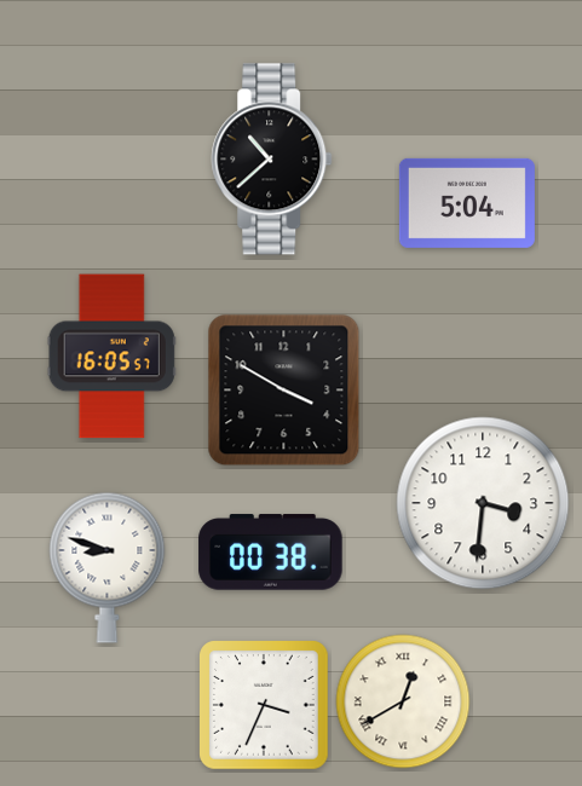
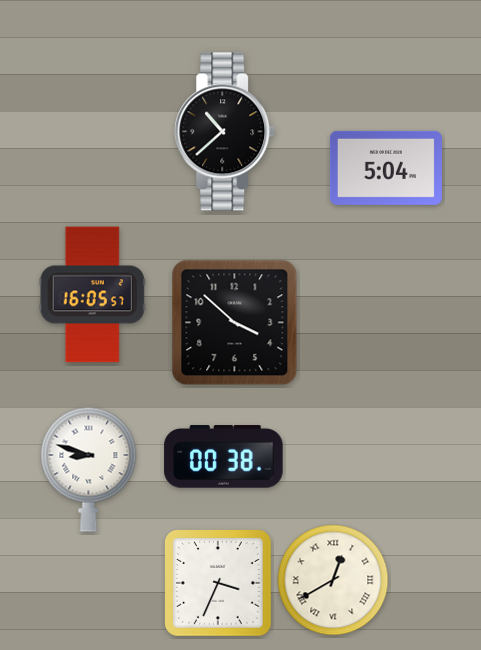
clock at (284, 391): 3:50 -> 3:52
clock at (483, 503): 3:31 -> none
